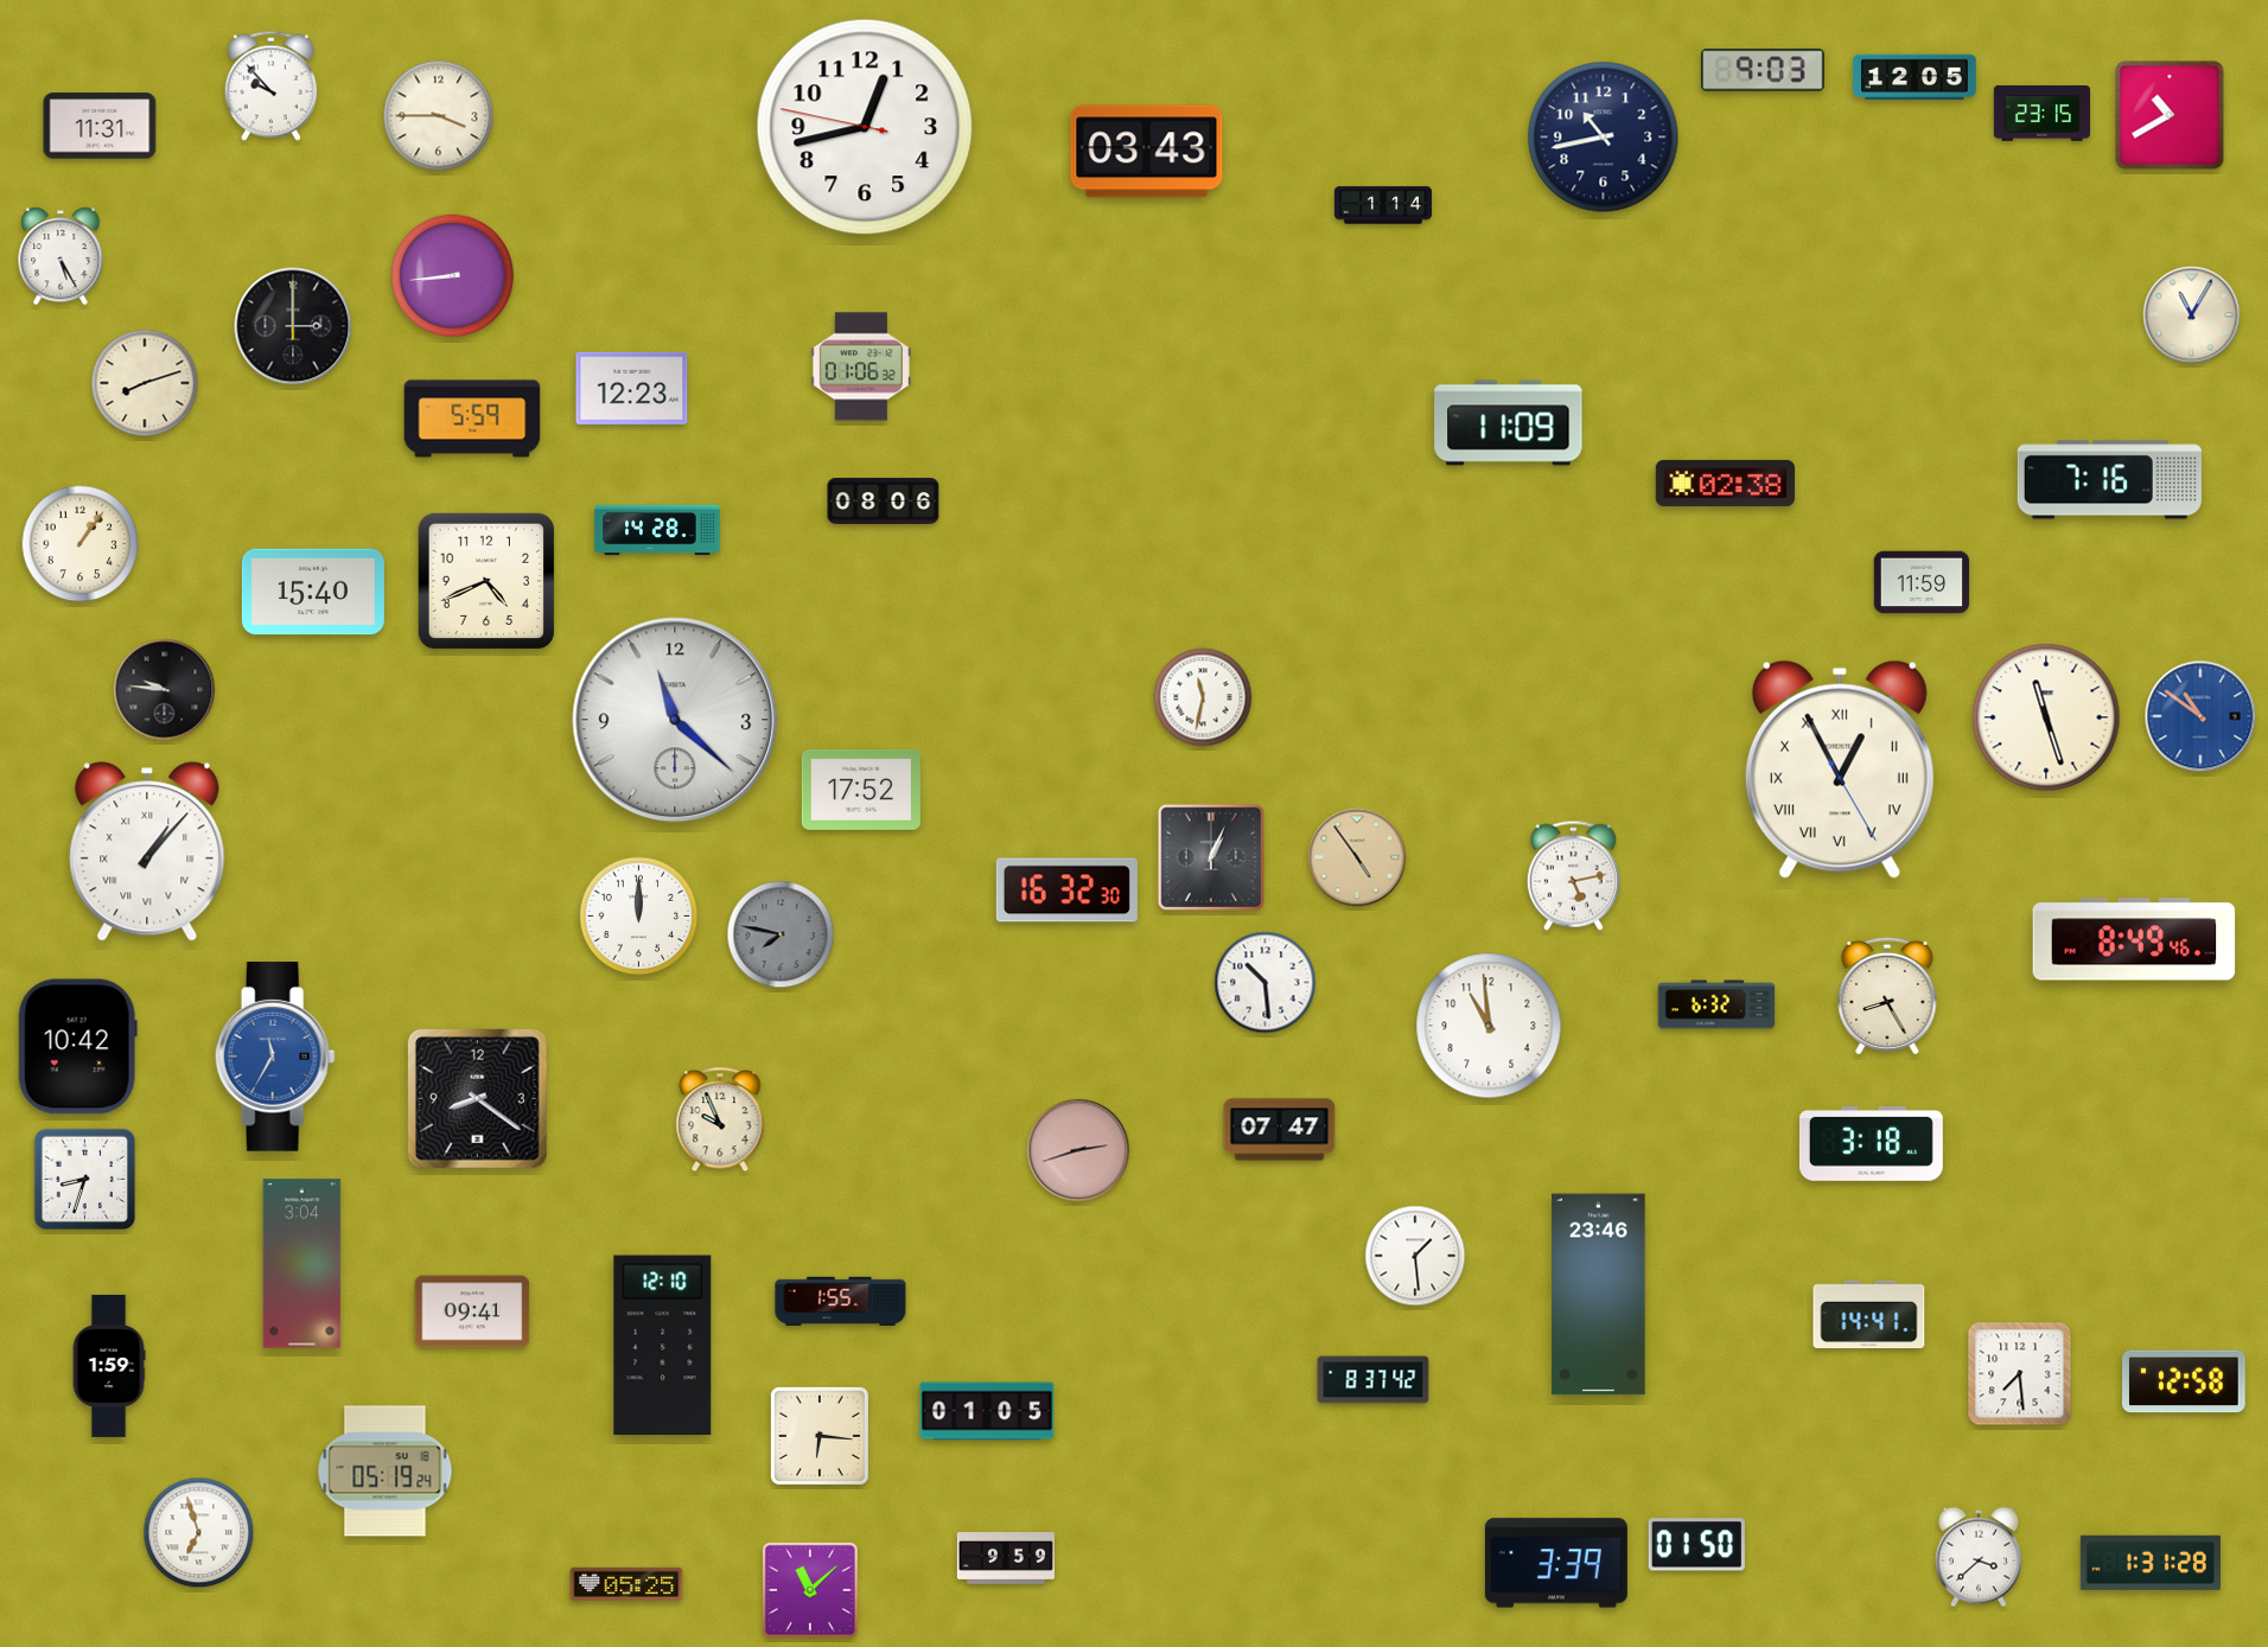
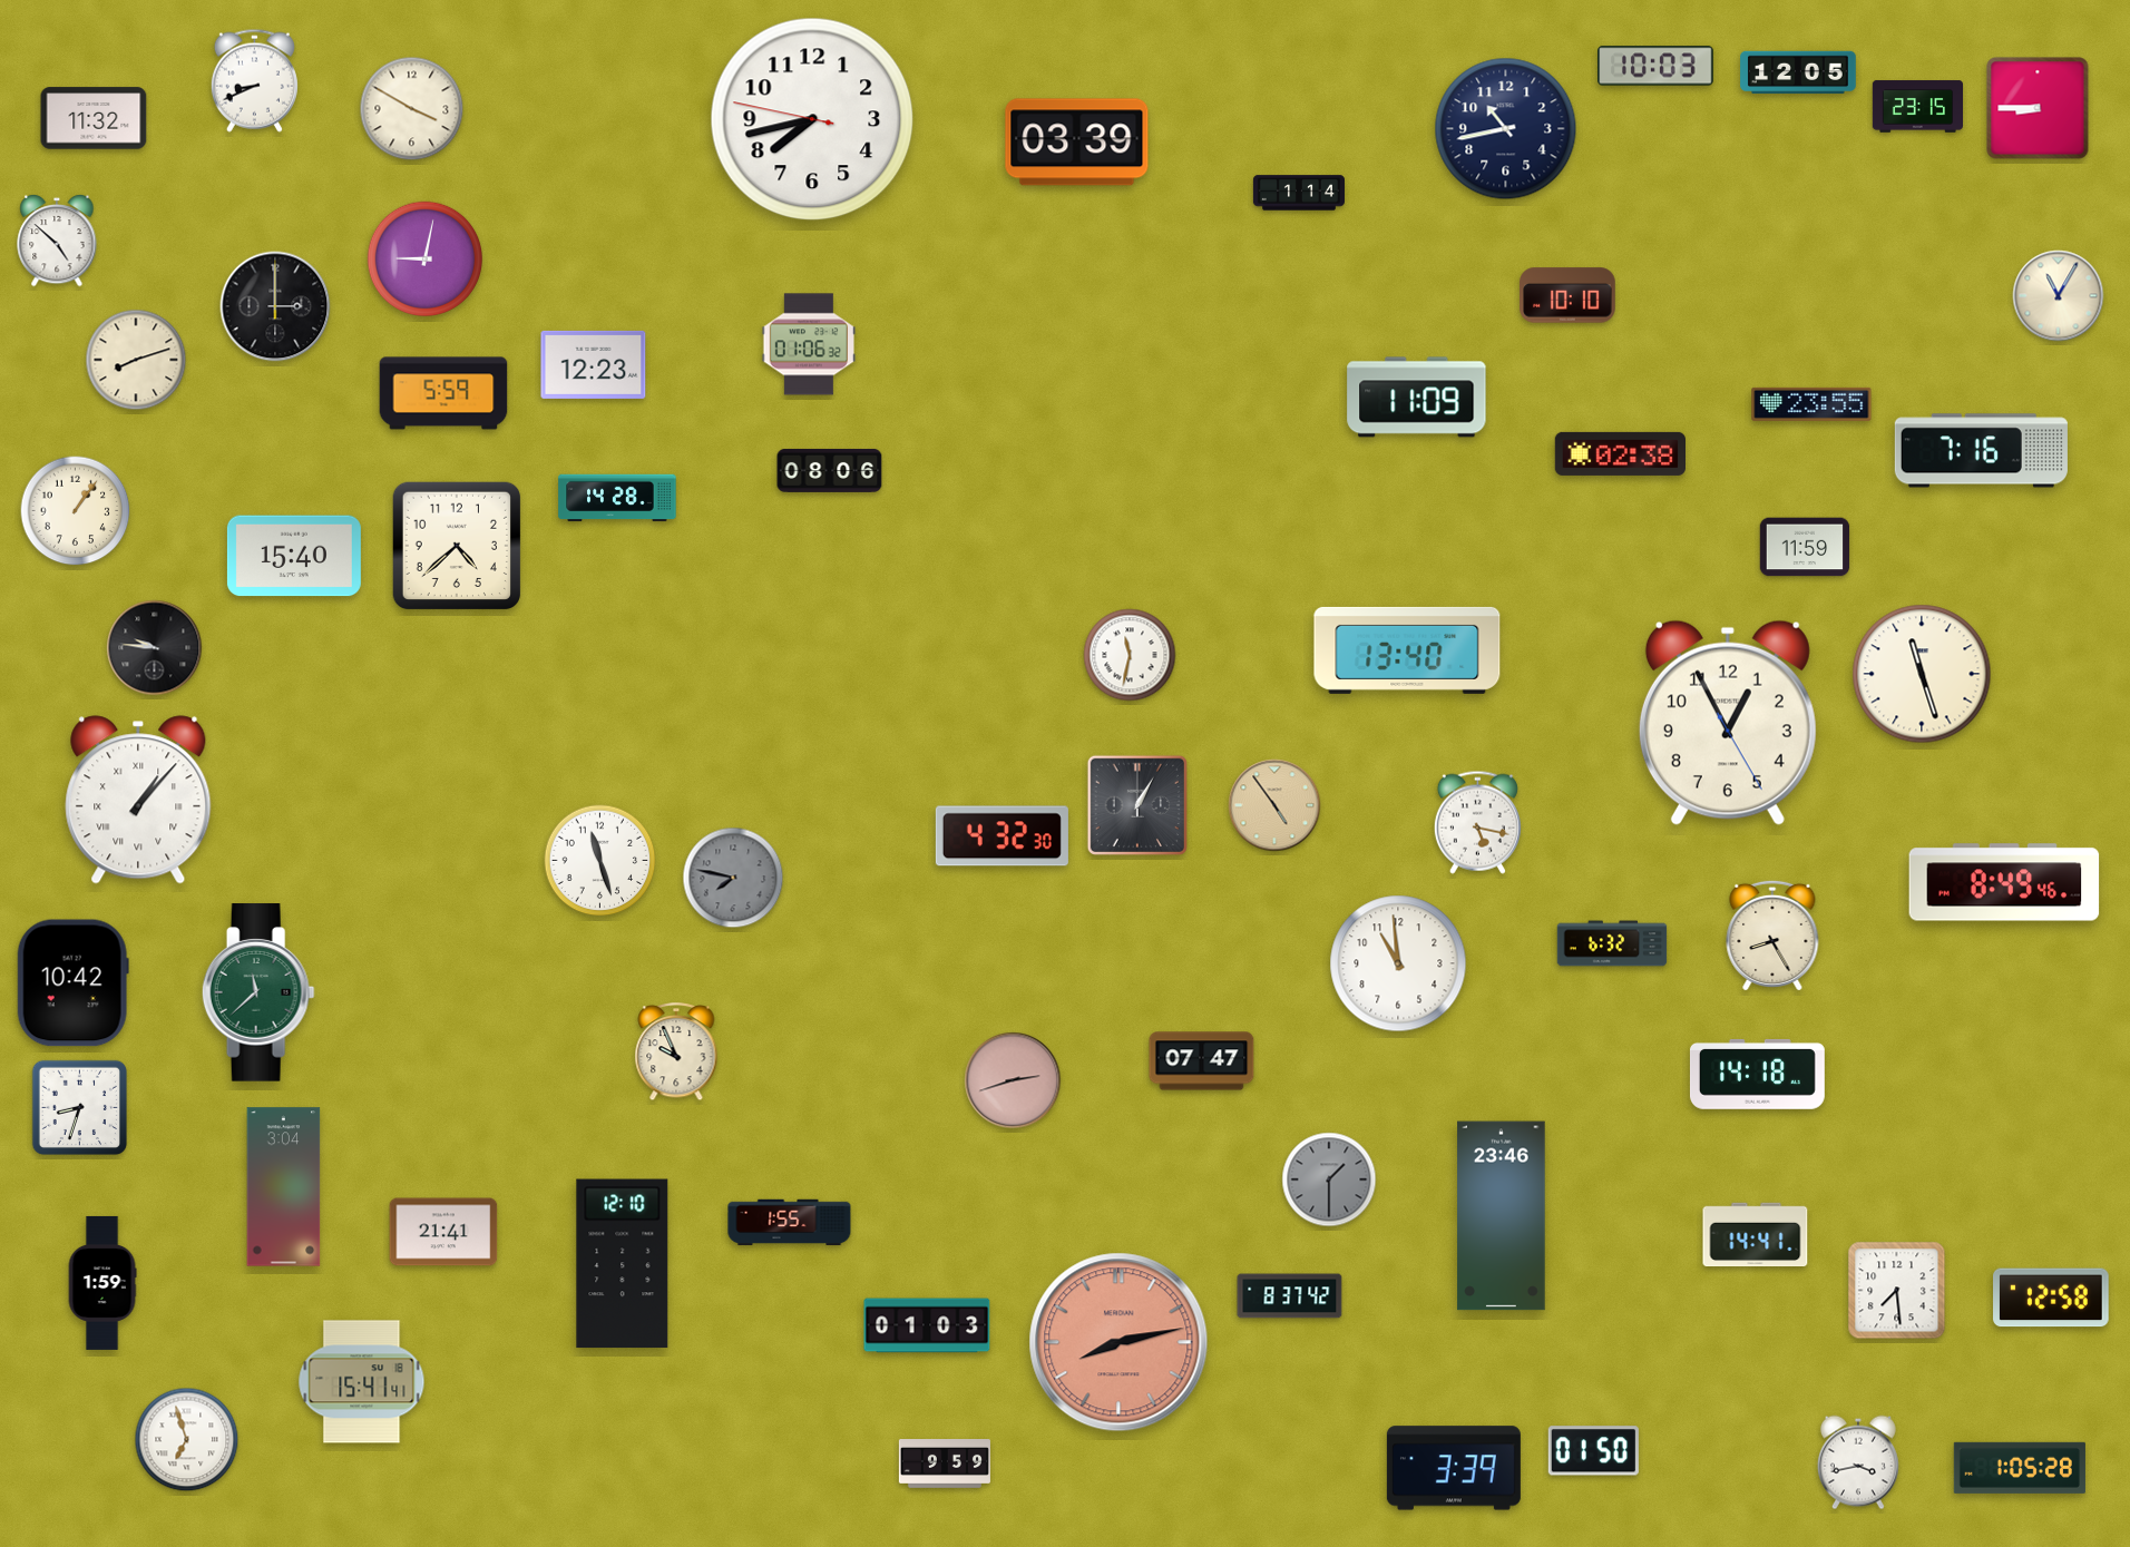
clock at (1763, 70): 9:03 -> 10:03
clock at (270, 85): 9:53 -> 8:41
clock at (2170, 115): 10:40 -> 8:45
clock at (439, 116): 3:45 -> 3:50
clock at (100, 126): 11:31 -> 11:32
clock at (865, 127): 12:42 -> 7:42
clock at (1147, 152): 03:43 -> 03:39
clock at (60, 256): 5:25 -> 4:52
clock at (452, 275): 8:44 -> 9:02
clock at (1567, 295): none -> 10:10
clock at (1811, 404): none -> 23:55
clock at (485, 580): 4:41 -> 4:38
clock at (1407, 650): none -> 13:40
clock at (2200, 716): 10:51 -> none
clock at (675, 720): 11:22 -> none
clock at (1840, 770) numerals: Roman -> Arabic
clock at (861, 790): 17:52 -> none
clock at (1211, 857): 1:04 -> 1:05
clock at (1573, 875): 5:13 -> 5:17
clock at (1066, 890): 16:32 -> 4:32
clock at (639, 917): 12:00 -> 11:27
clock at (1266, 983): 10:29 -> none
clock at (275, 1056): 11:35 -> 11:38
clock at (275, 1056) dial: blue -> green
clock at (477, 1098): 8:21 -> none
clock at (1871, 1143): 3:18 -> 14:18
clock at (1415, 1256): 1:29 -> 1:30
clock at (1415, 1256) dial: white -> grey
clock at (472, 1311): 09:41 -> 21:41
clock at (987, 1411): 01:05 -> 01:03
clock at (1118, 1342): none -> 8:13
clock at (820, 1436): 6:16 -> none
clock at (386, 1472): 05:19 -> 15:41
clock at (1979, 1557): 3:38 -> 3:43
clock at (1556, 1563) position: (1556, 1563) -> (1454, 1468)
clock at (2151, 1563): 1:31 -> 1:05
clock at (626, 1584): 05:25 -> none
clock at (810, 1590): 11:08 -> none
